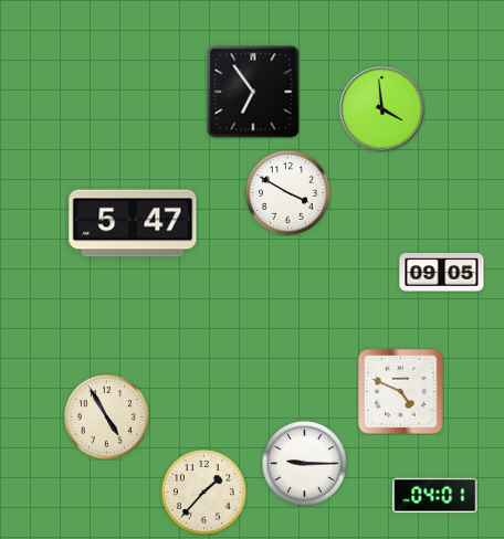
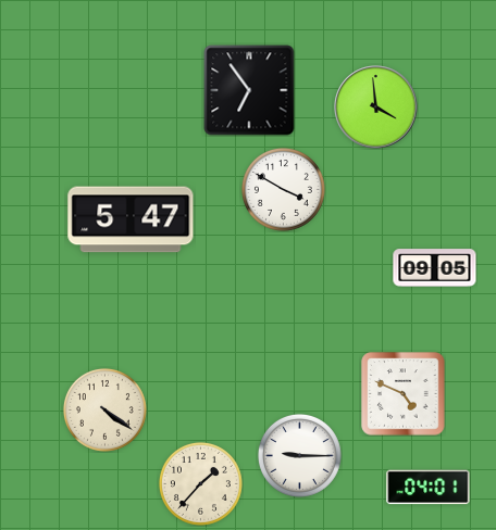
clock at (401, 392) position: (401, 392) -> (404, 394)
clock at (106, 416): 4:55 -> 4:21
